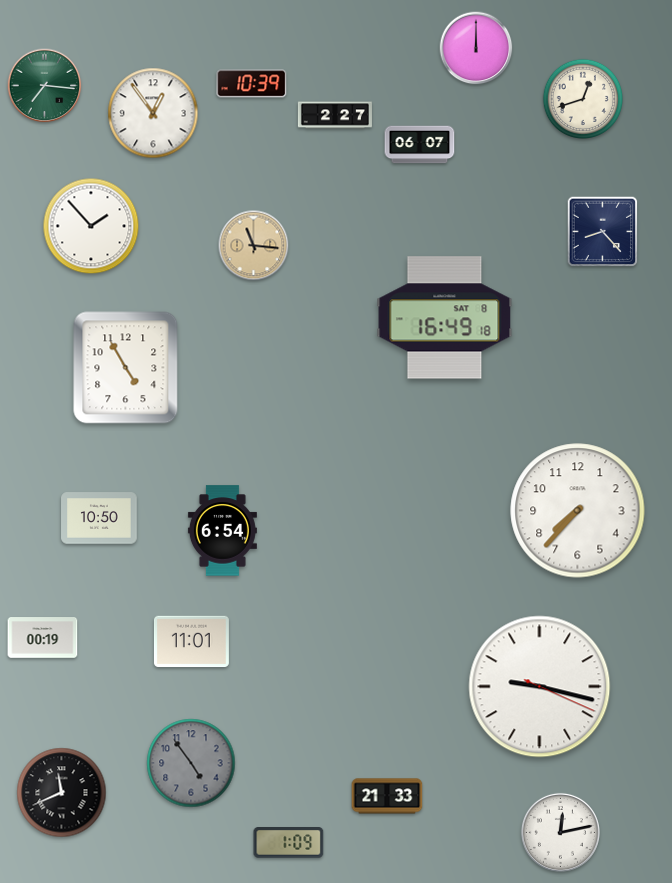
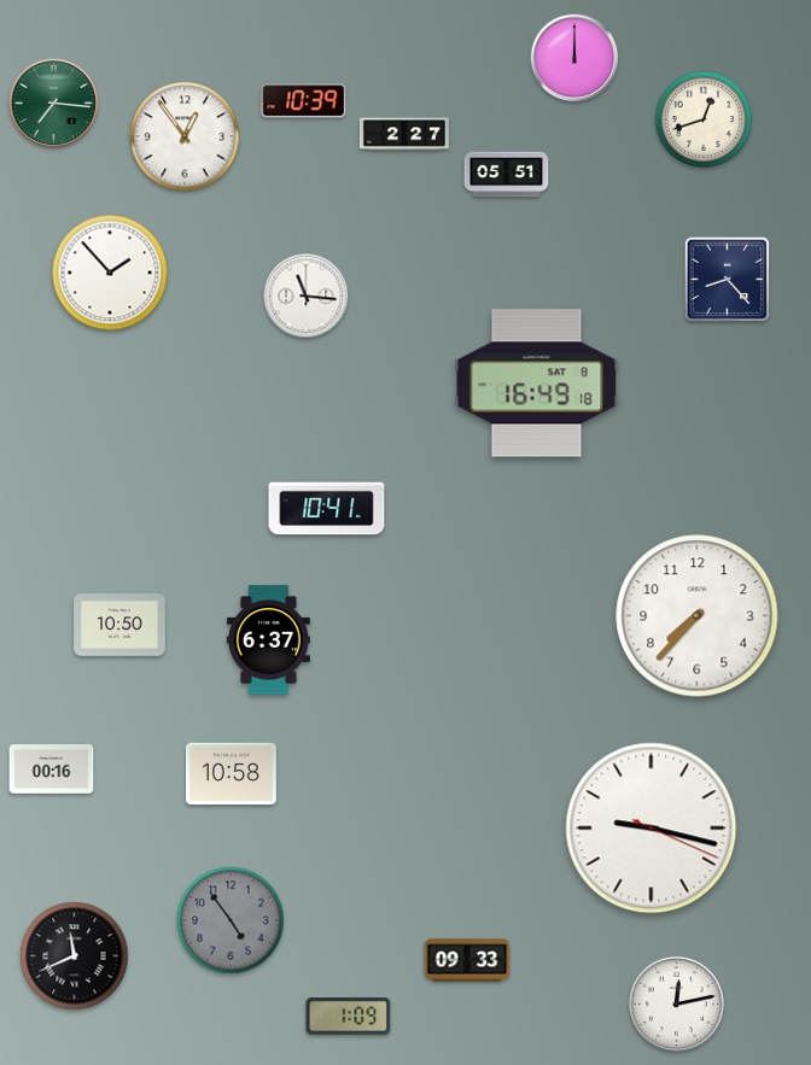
clock at (335, 115) position: (335, 115) -> (404, 134)
clock at (420, 145): 06:07 -> 05:51
clock at (254, 246) dial: champagne -> white
clock at (126, 368): 4:55 -> none
clock at (327, 509): none -> 10:41
clock at (222, 531): 6:54 -> 6:37
clock at (43, 638): 00:19 -> 00:16
clock at (191, 642): 11:01 -> 10:58
clock at (387, 796): 21:33 -> 09:33
